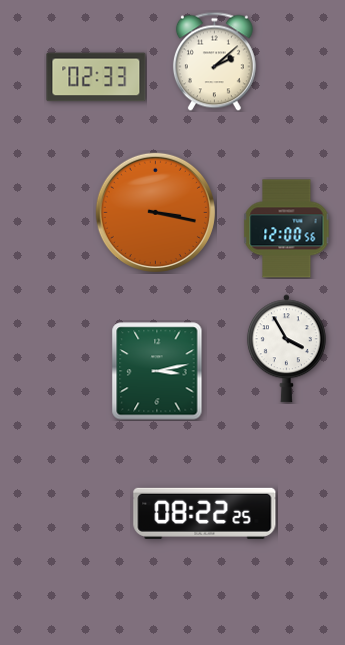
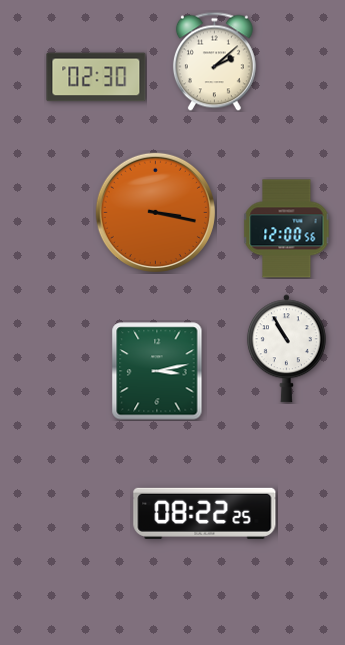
clock at (96, 77): 02:33 -> 02:30
clock at (286, 349): 3:55 -> 10:55
